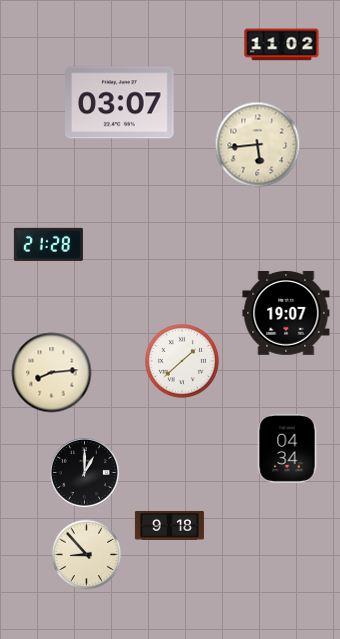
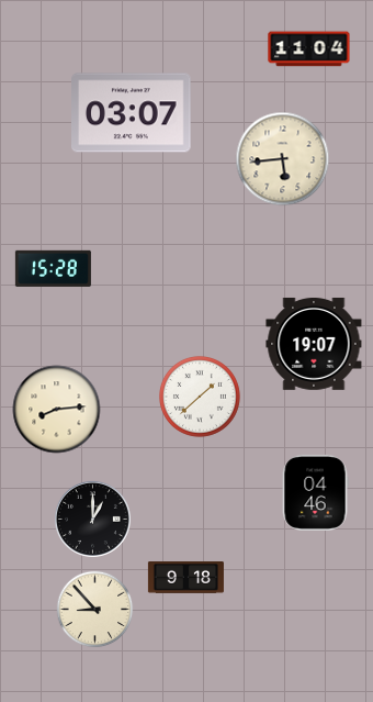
clock at (282, 45): 11:02 -> 11:04
clock at (48, 244): 21:28 -> 15:28
clock at (287, 448): 04:34 -> 04:46
